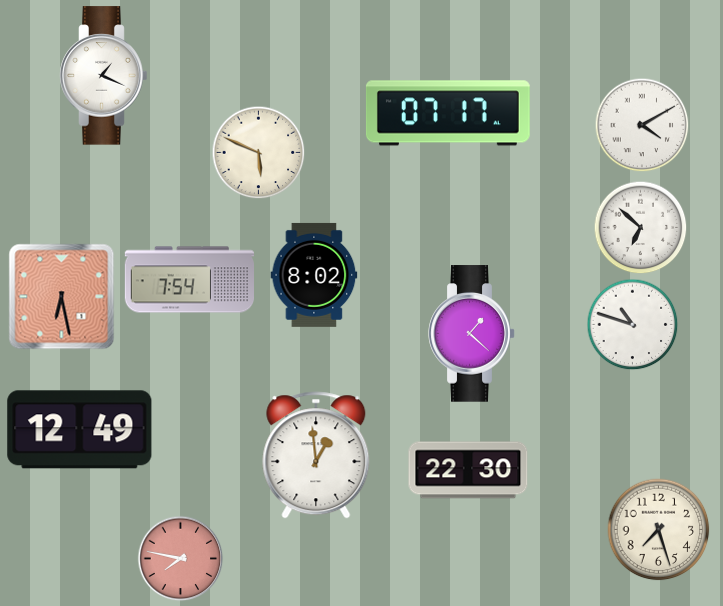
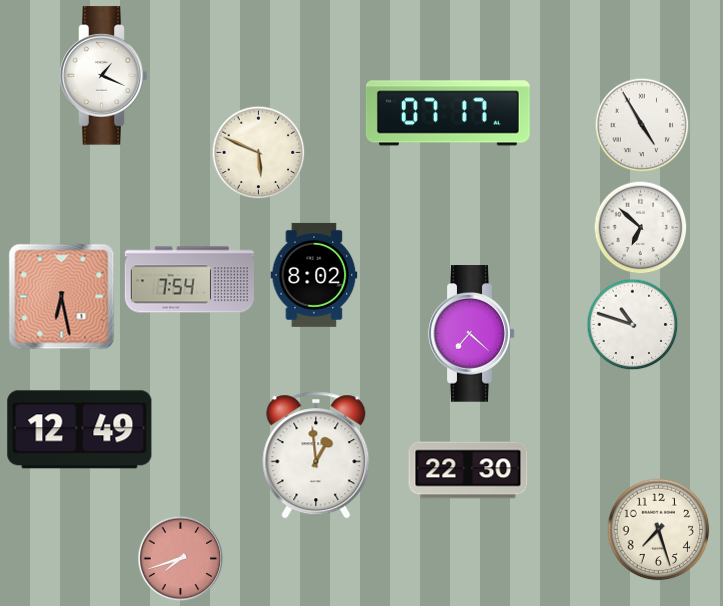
clock at (642, 125): 4:10 -> 4:55
clock at (472, 334): 1:22 -> 7:22
clock at (181, 559): 7:47 -> 7:42
